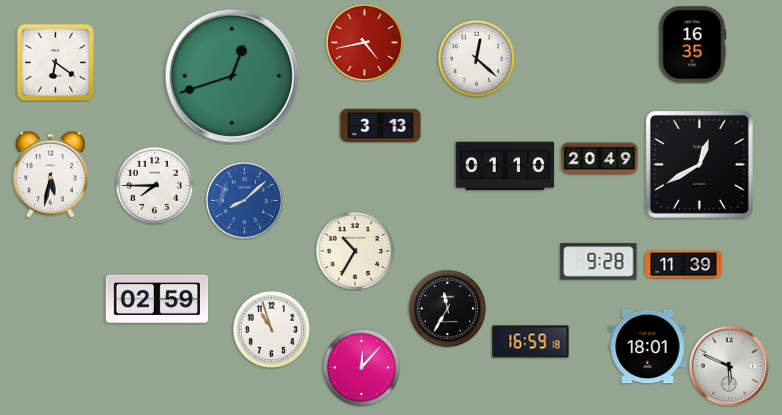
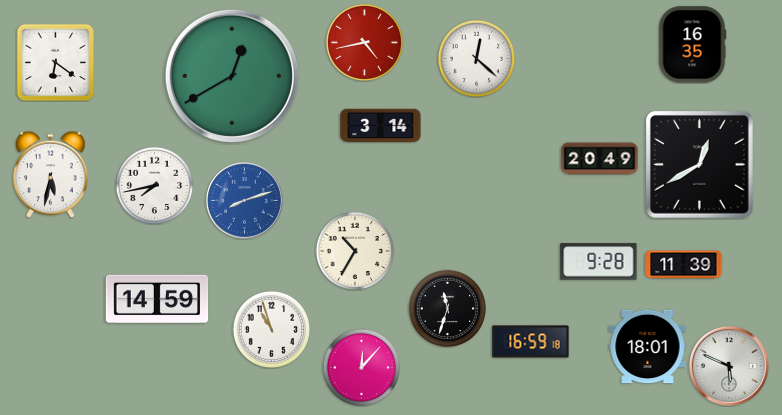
clock at (232, 76): 12:42 -> 12:40
clock at (381, 126): 3:13 -> 3:14
clock at (505, 166): 01:10 -> none
clock at (154, 185): 7:45 -> 7:43
clock at (244, 200): 8:08 -> 8:12
clock at (157, 299): 02:59 -> 14:59
clock at (447, 308): 11:35 -> 11:33
